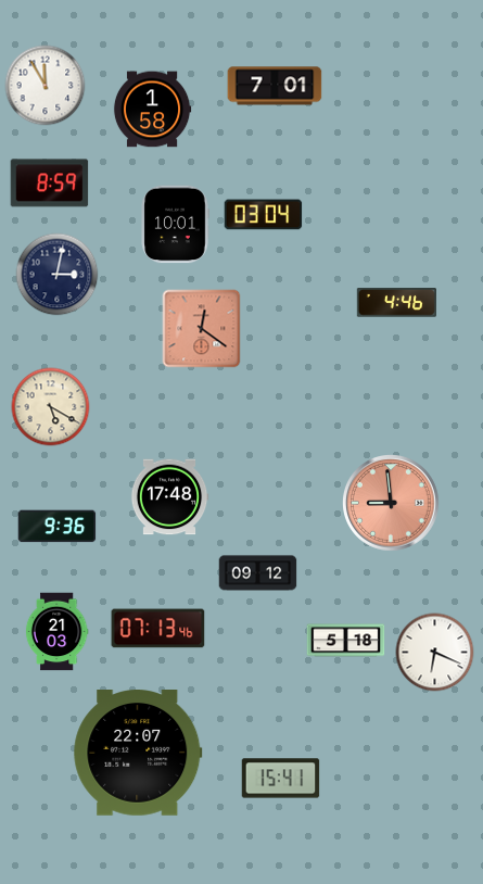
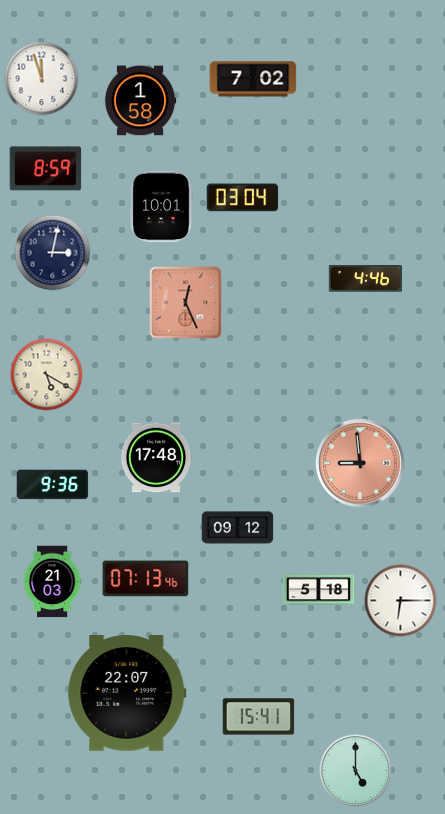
clock at (46, 86): 11:55 -> 11:57
clock at (275, 86): 7:01 -> 7:02
clock at (202, 329): 12:21 -> 12:26
clock at (435, 653): 6:19 -> 6:15
clock at (356, 771): none -> 5:00
